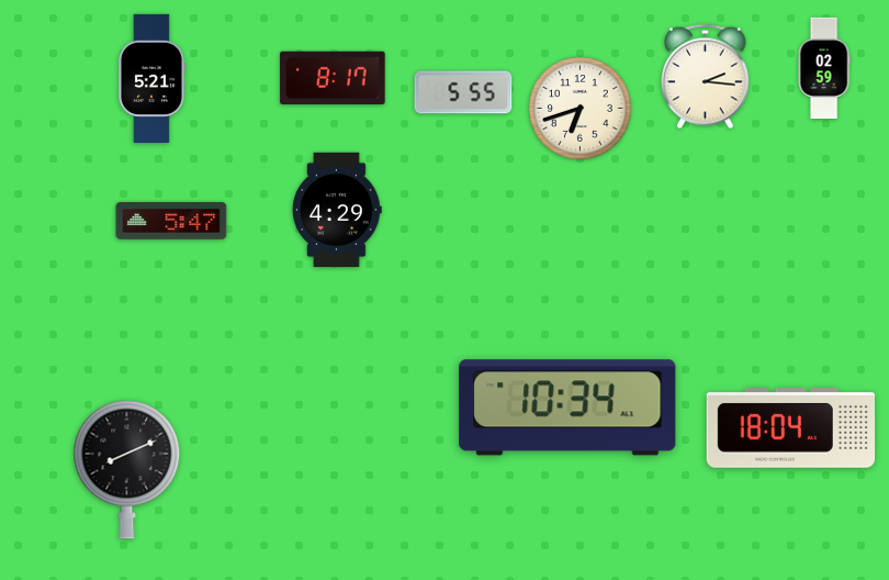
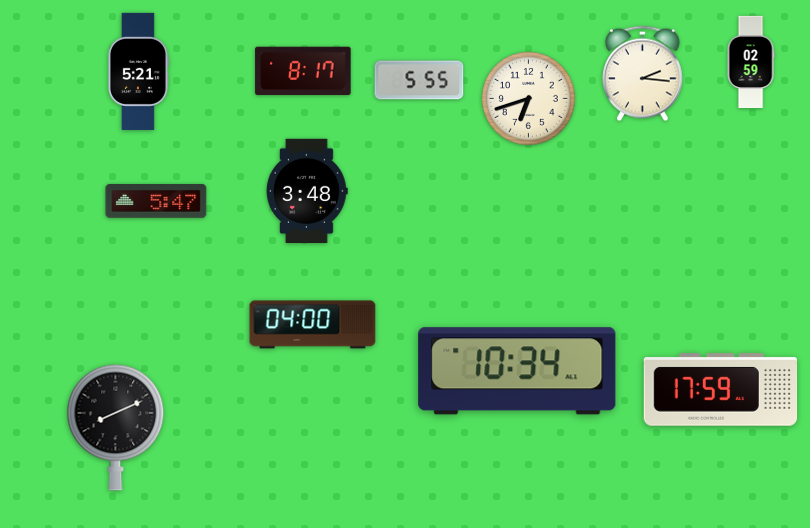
clock at (706, 77) position: (706, 77) -> (643, 74)
clock at (463, 92) position: (463, 92) -> (419, 80)
clock at (337, 209): 4:29 -> 3:48
clock at (313, 325): none -> 04:00
clock at (791, 428): 18:04 -> 17:59
